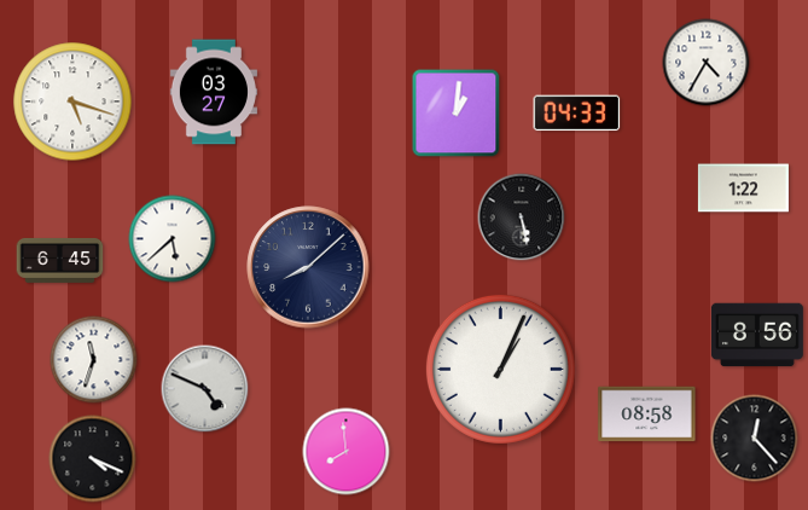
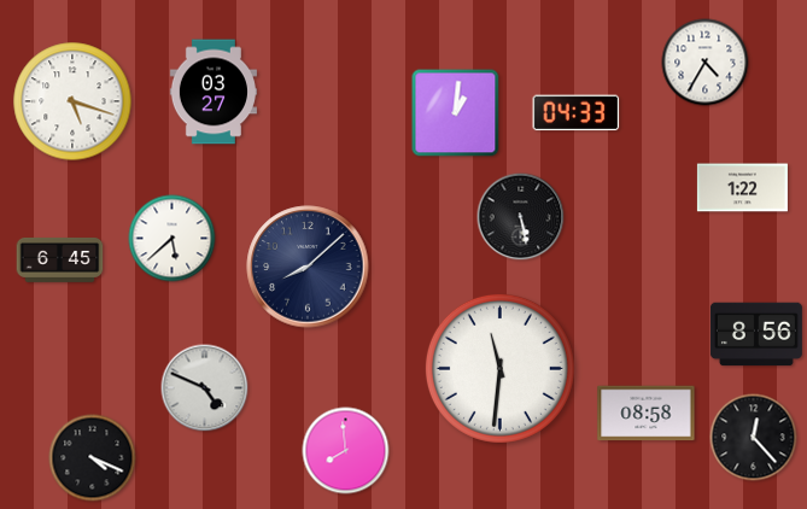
clock at (94, 360): 11:33 -> none
clock at (500, 369): 1:04 -> 11:31
